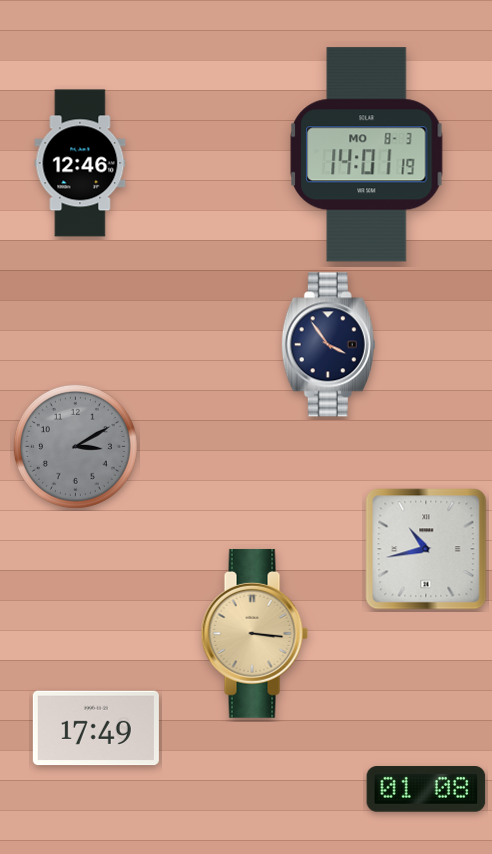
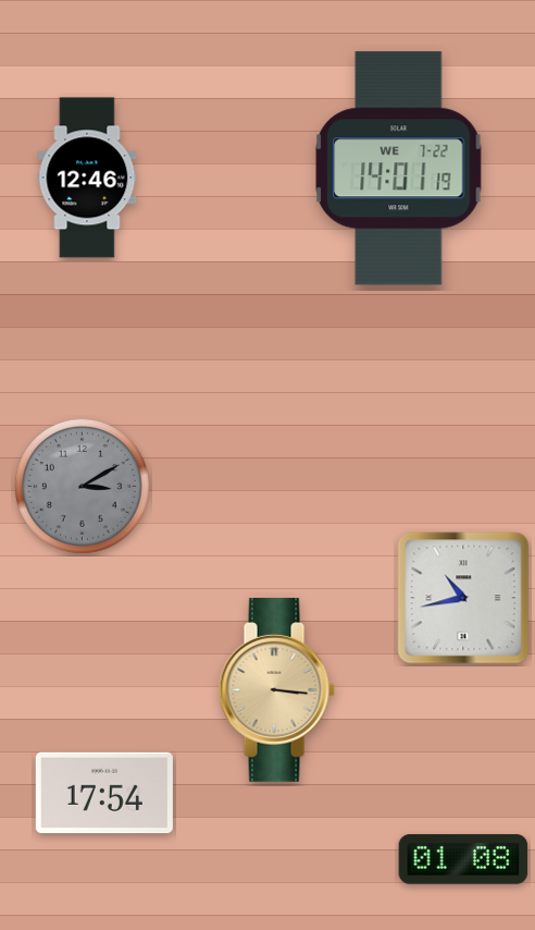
clock at (367, 155) date: MO 8-3 -> WE 7-22
clock at (328, 345): 3:54 -> none
clock at (96, 728): 17:49 -> 17:54
